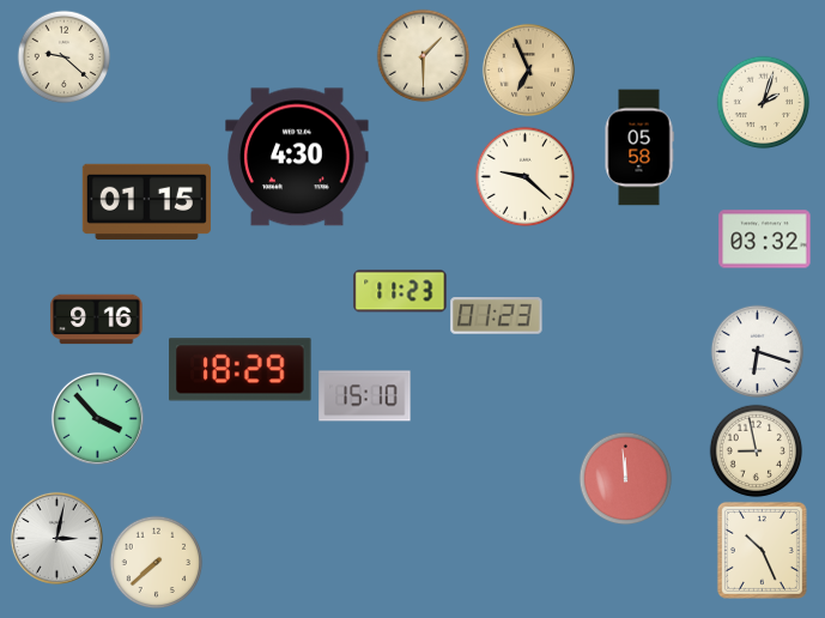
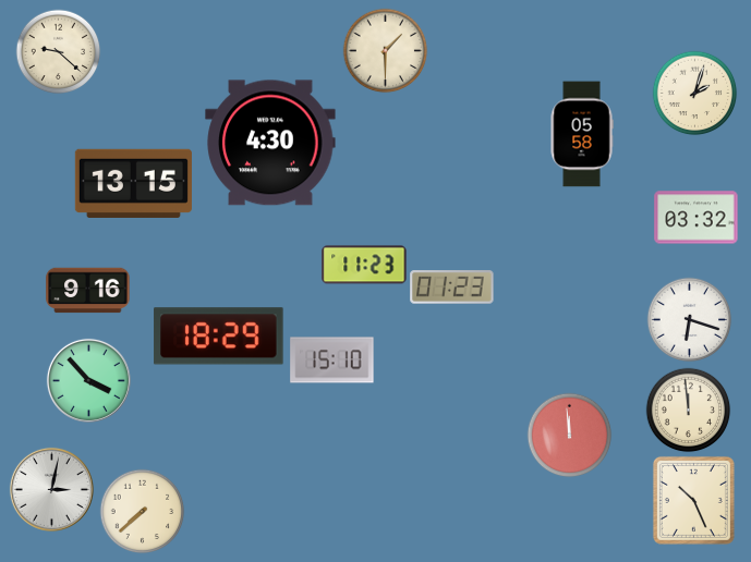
clock at (528, 69): 6:56 -> none
clock at (524, 176): 9:22 -> none
clock at (146, 201): 01:15 -> 13:15
clock at (756, 450): 8:58 -> 11:59
